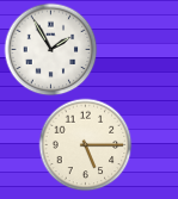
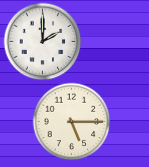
clock at (50, 49): 1:55 -> 2:00
